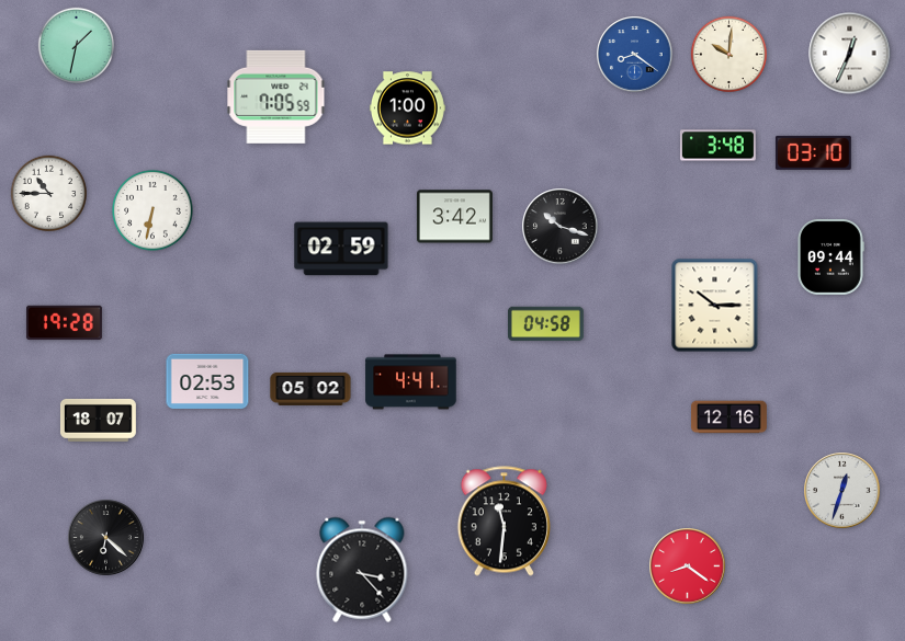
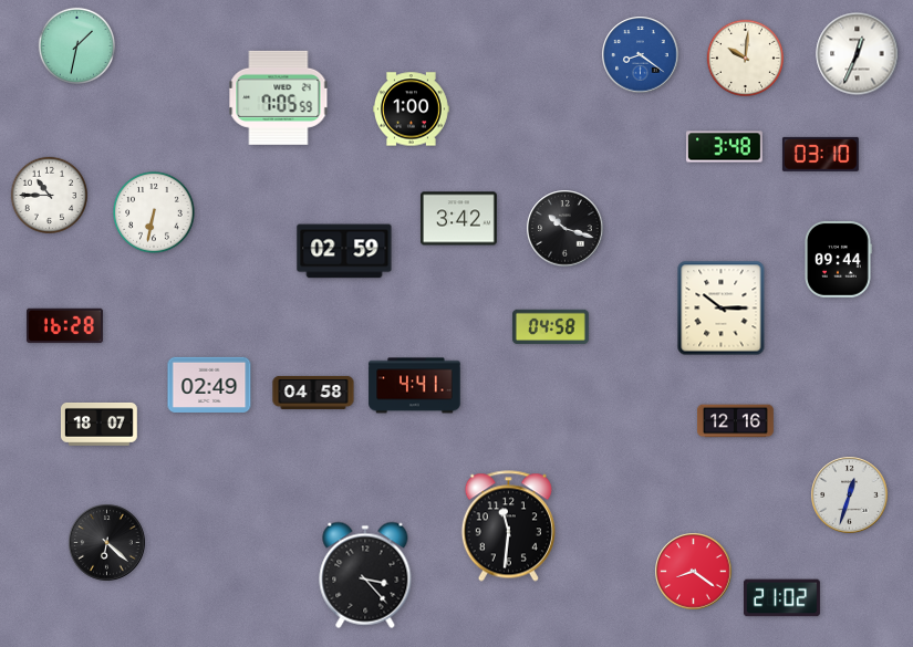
clock at (729, 55) position: (729, 55) -> (746, 59)
clock at (64, 323): 19:28 -> 16:28
clock at (207, 381): 02:53 -> 02:49
clock at (310, 389): 05:02 -> 04:58
clock at (781, 598): none -> 21:02
